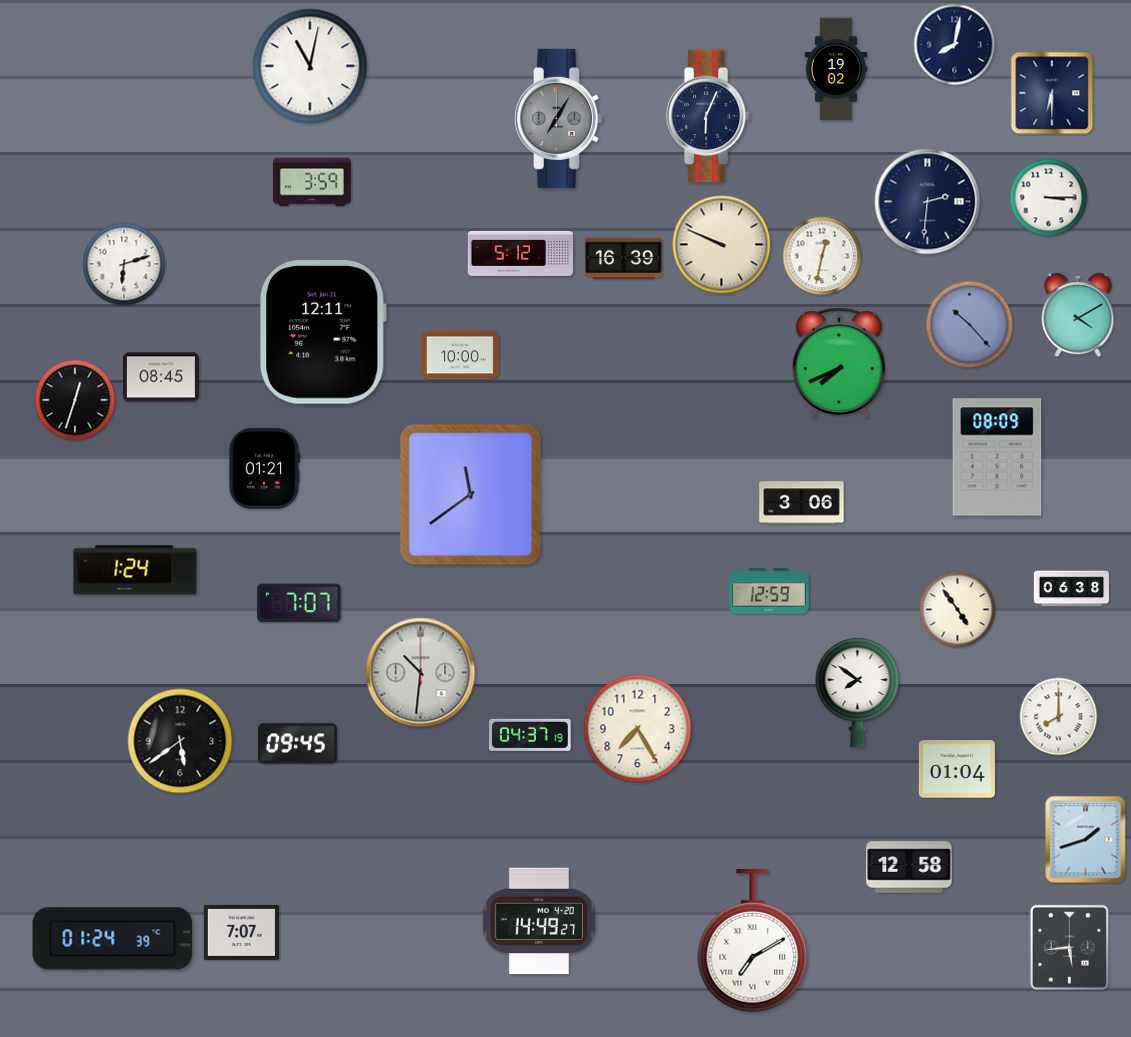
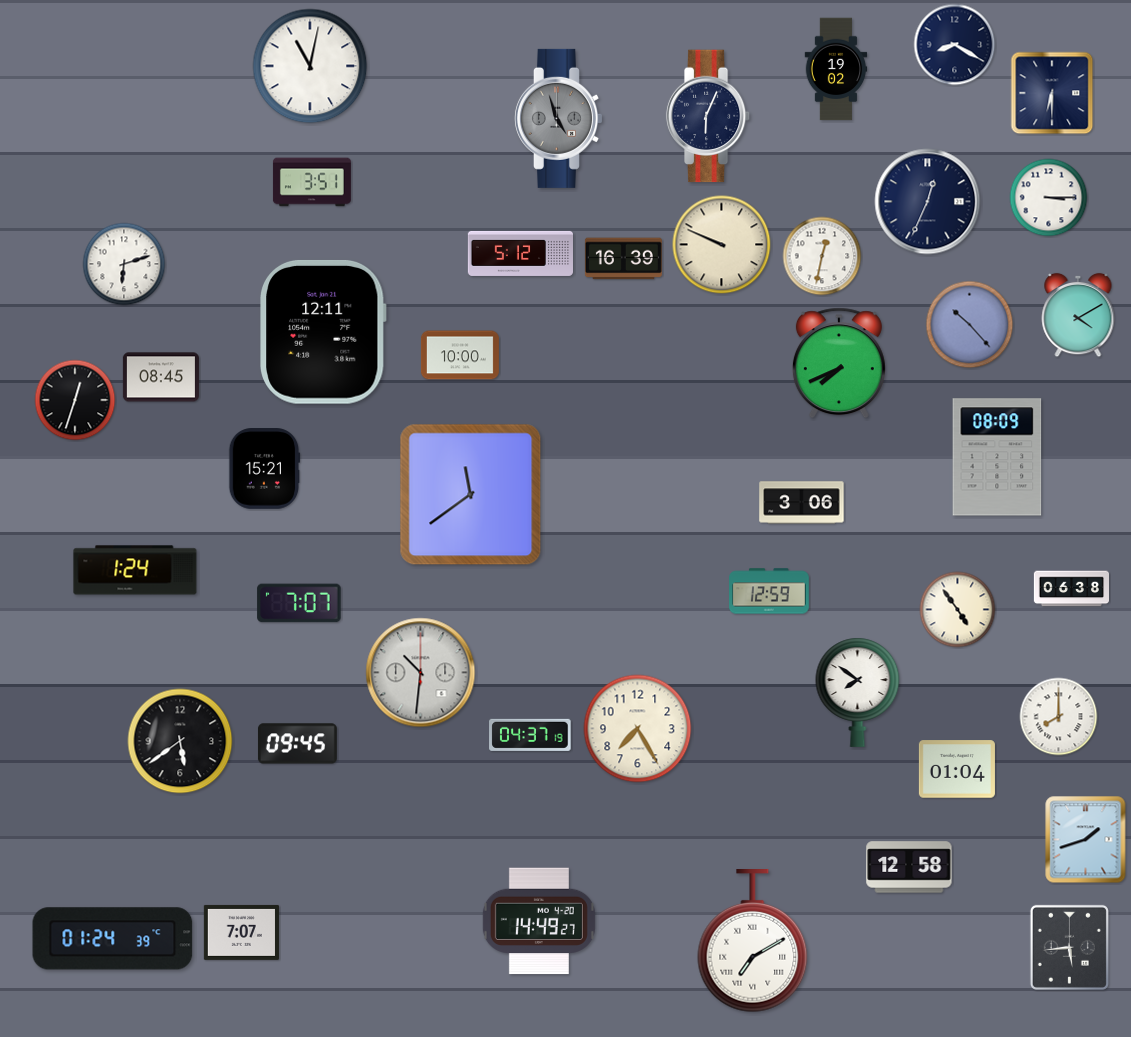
clock at (955, 45): 8:02 -> 8:20
clock at (558, 118): 7:05 -> 4:57
clock at (312, 182): 3:59 -> 3:51
clock at (928, 202): 2:31 -> 12:34
clock at (265, 469): 01:21 -> 15:21
